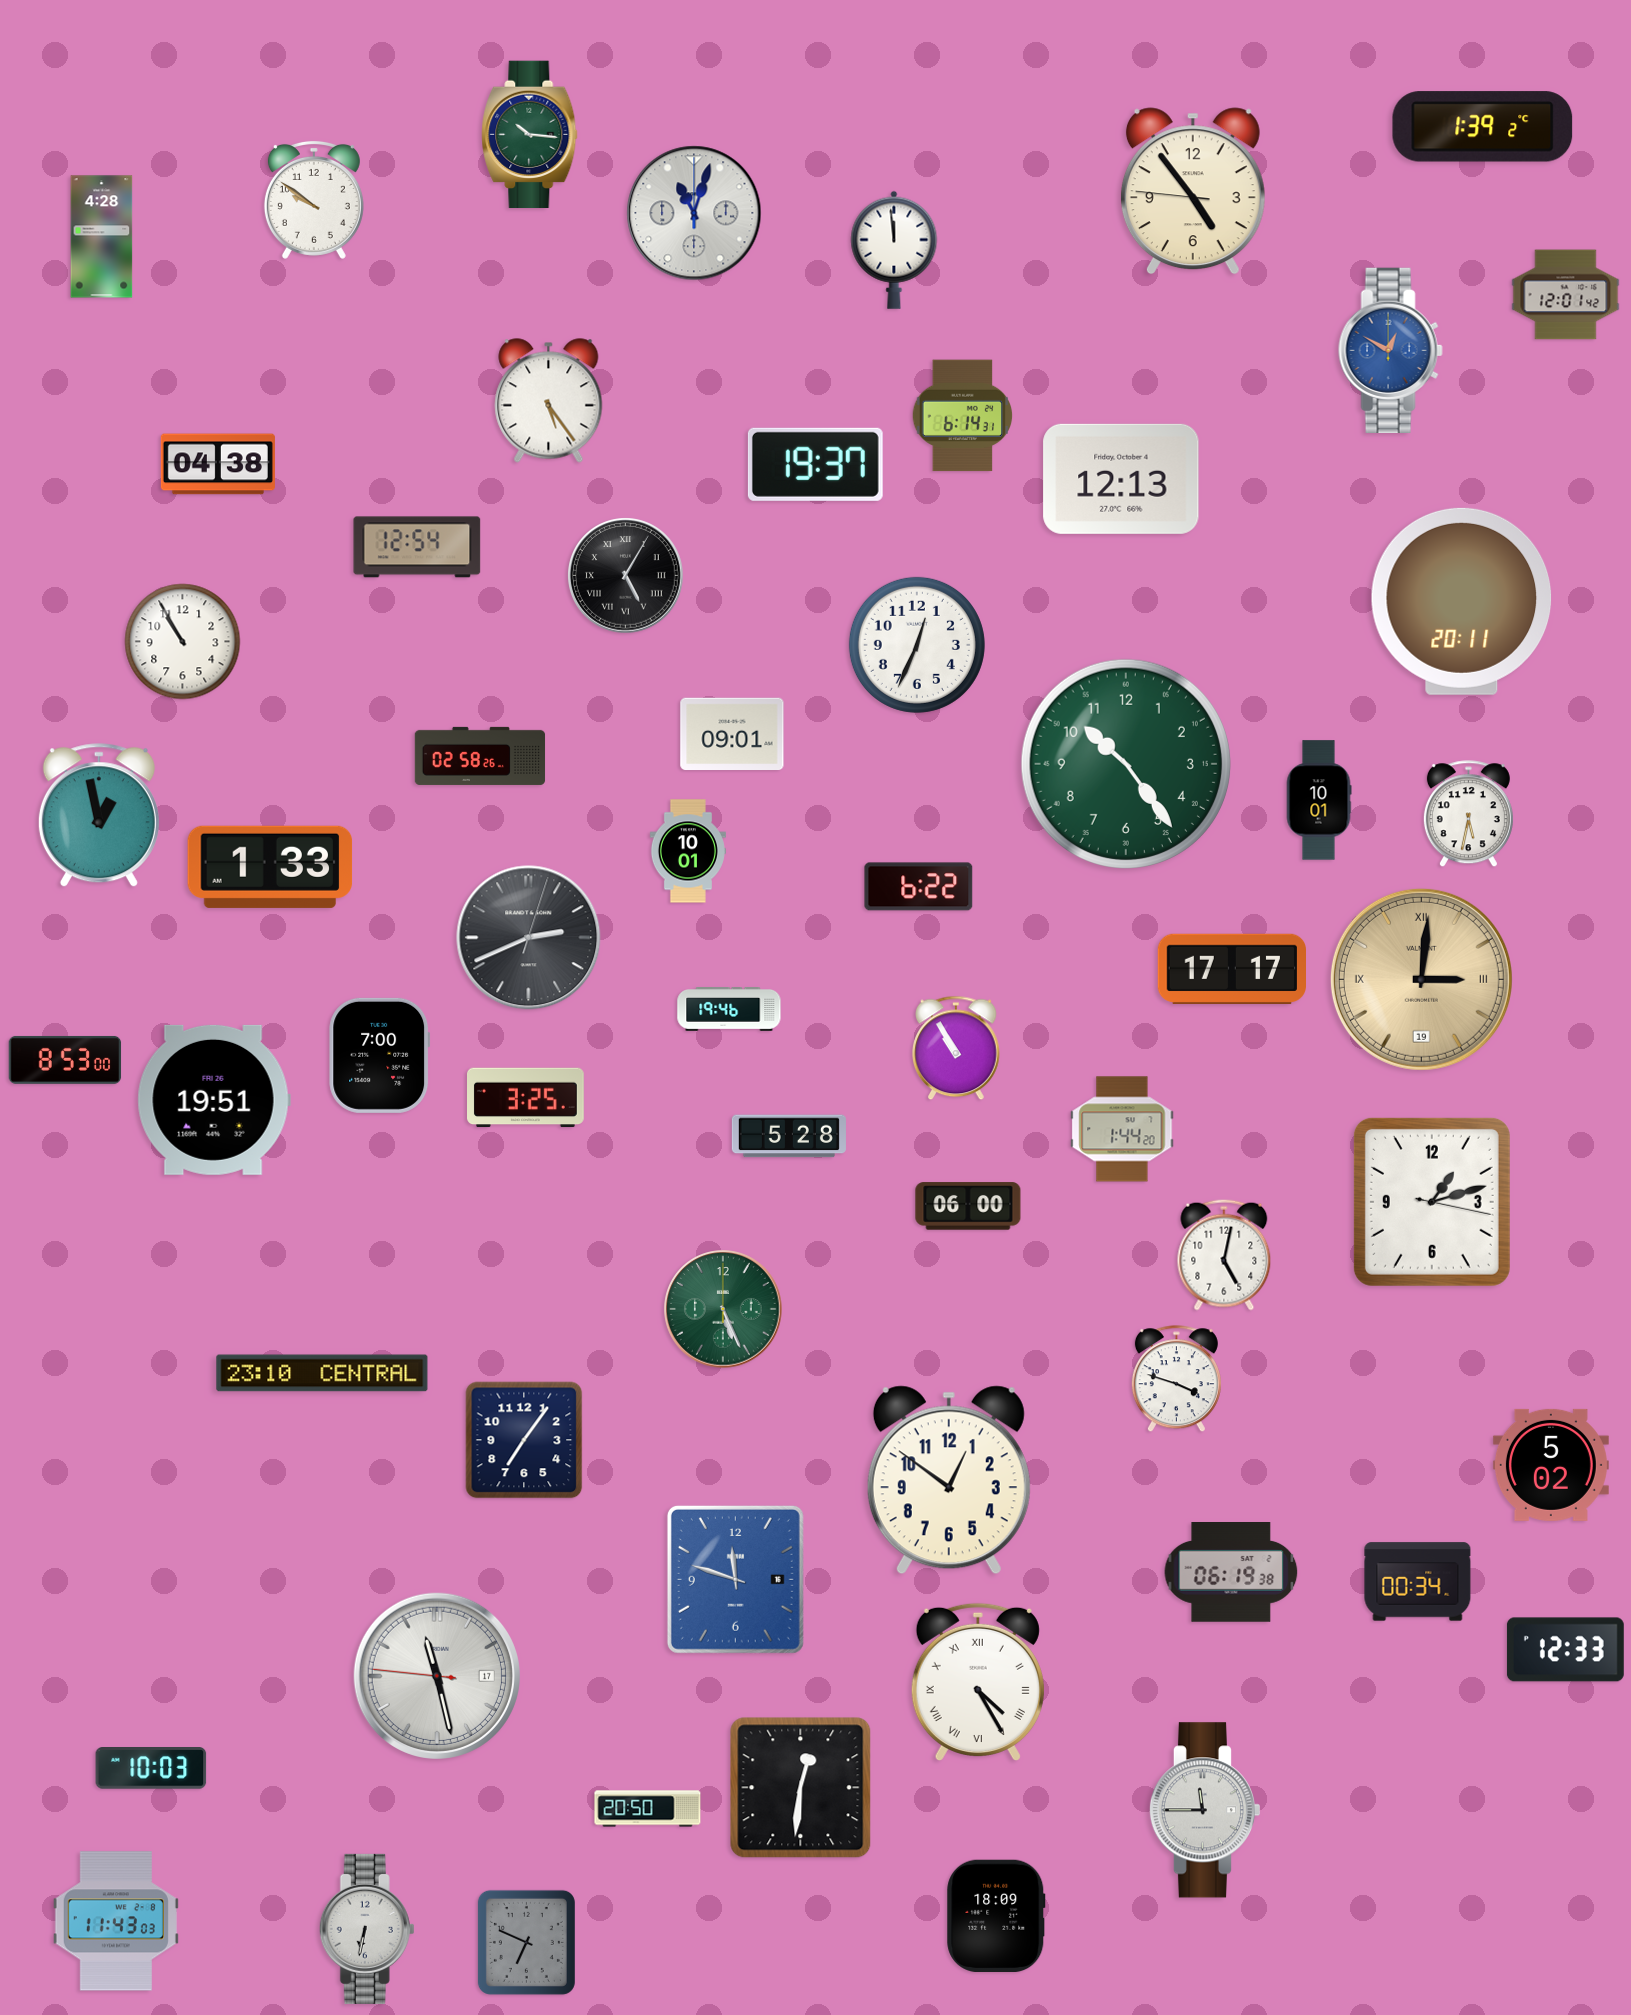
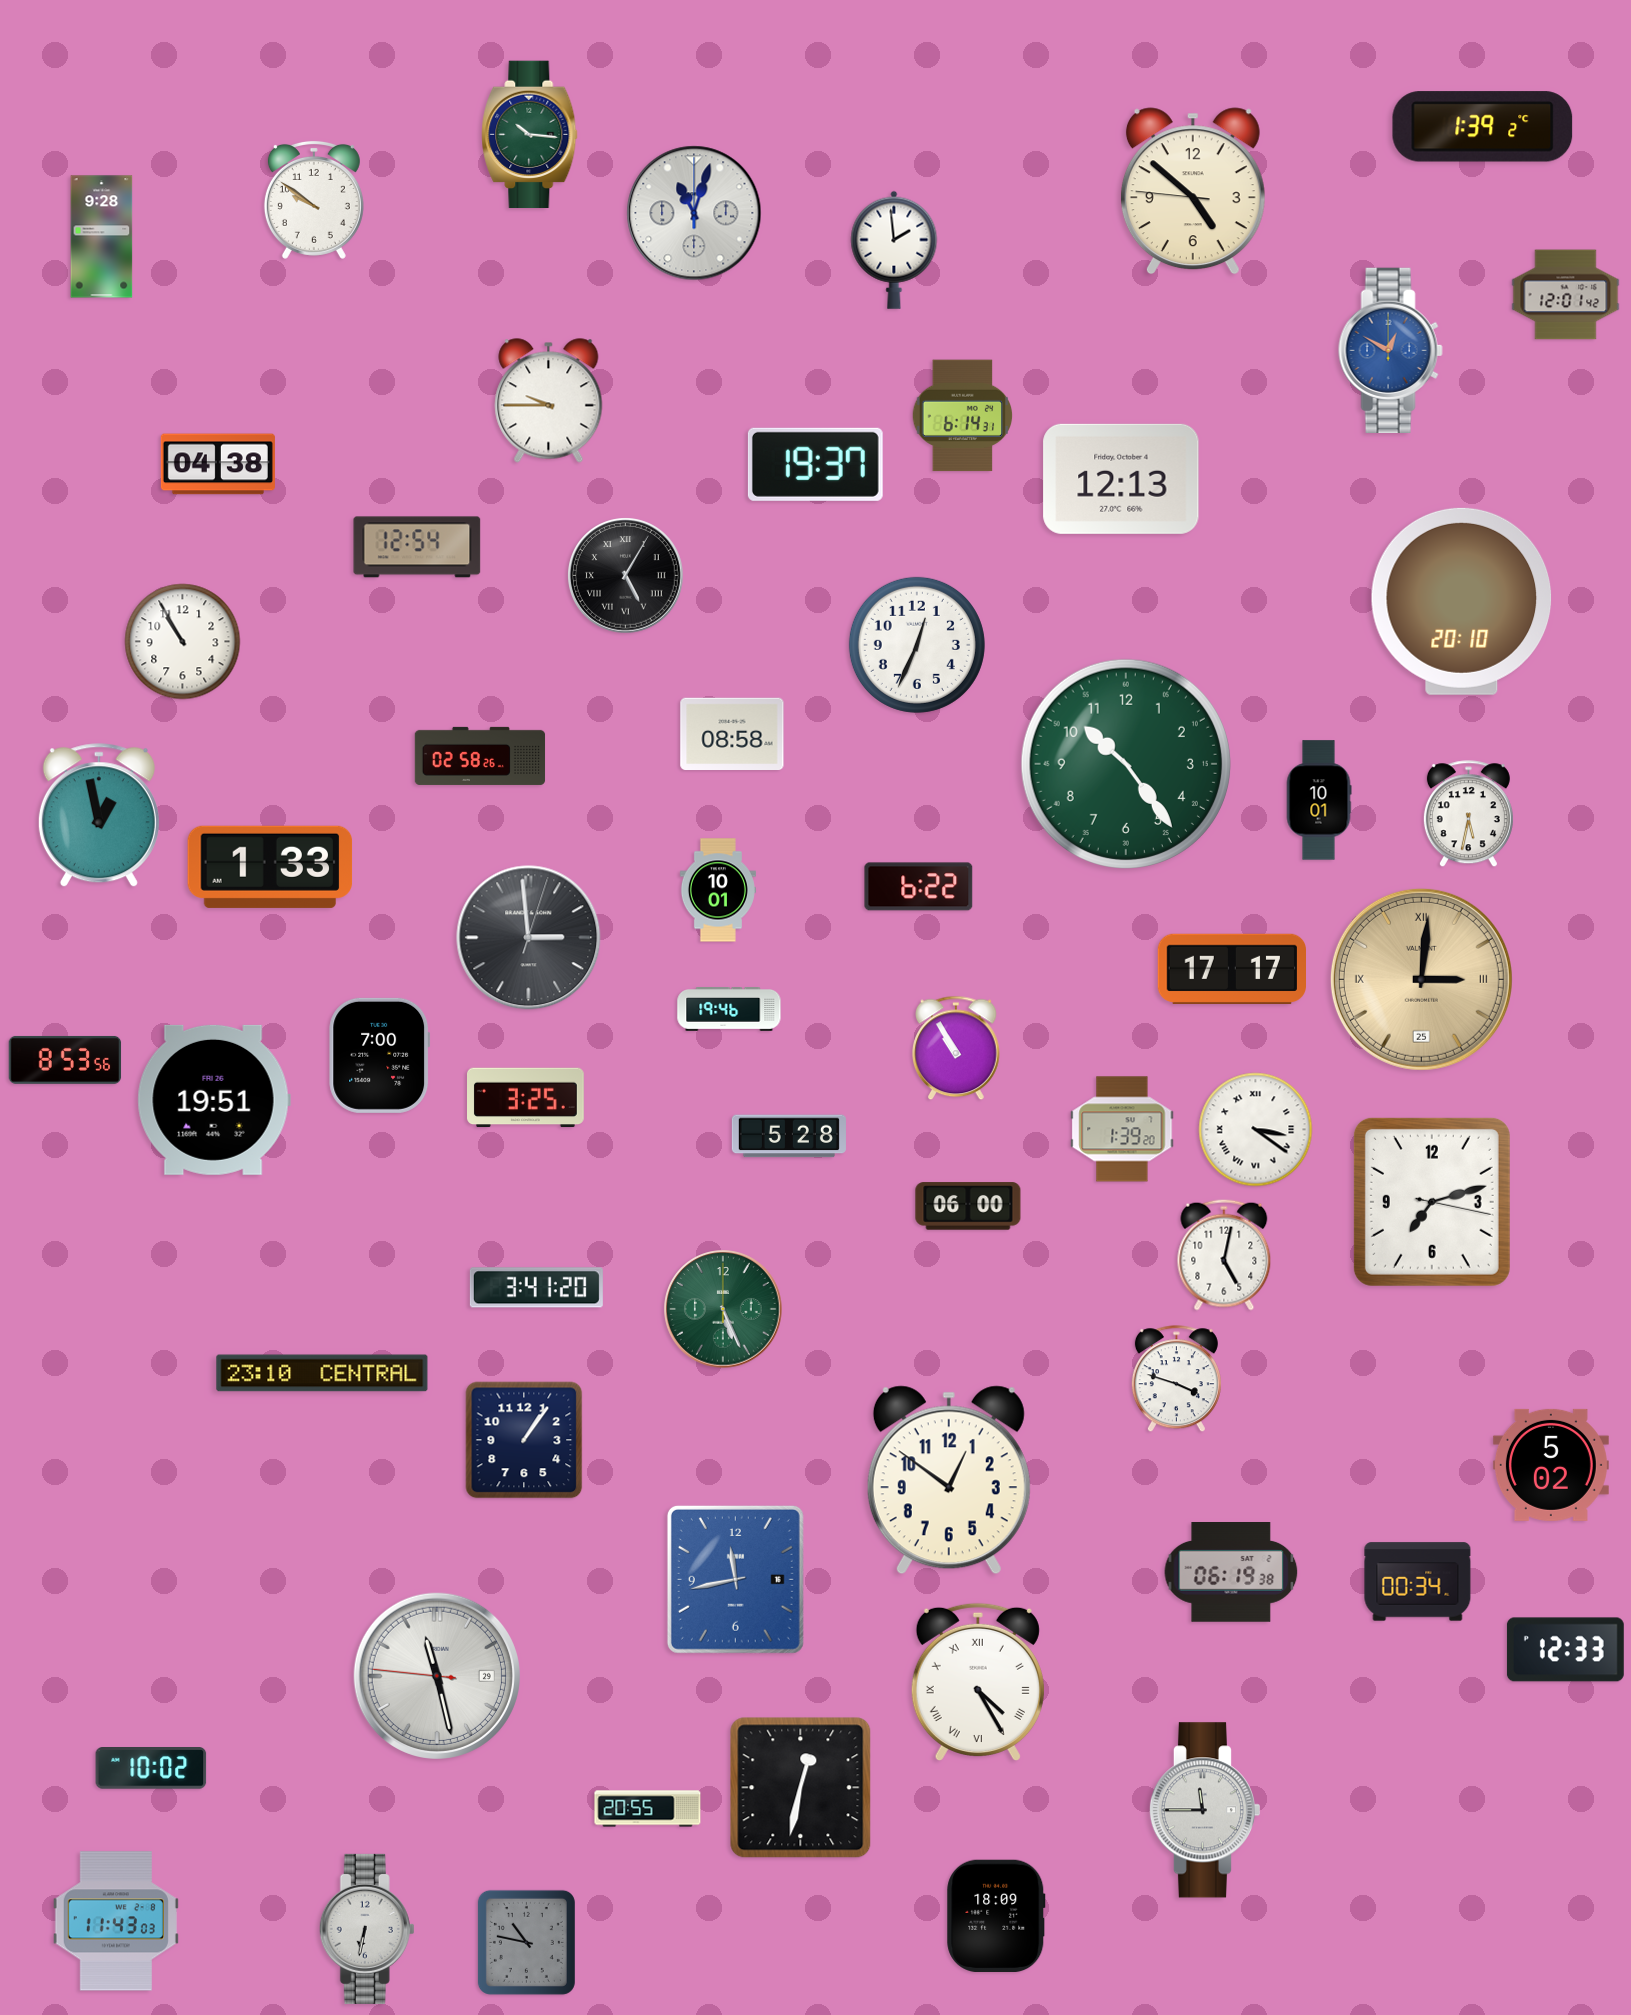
clock at (1193, 191): 4:53 -> 4:51
clock at (102, 237): 4:28 -> 9:28
clock at (894, 250): 11:59 -> 1:59
clock at (549, 401): 5:24 -> 9:45
clock at (1462, 601): 20:11 -> 20:10
clock at (732, 734): 09:01 -> 08:58
clock at (688, 851) position: (688, 851) -> (718, 890)
clock at (529, 938): 2:41 -> 2:59
clock at (1421, 979) date: 19 -> 25
clock at (65, 1060): 8:53:00 -> 8:53:56
clock at (1122, 1129): 1:44 -> 1:39
clock at (1256, 1130): none -> 3:21
clock at (1432, 1202): 1:12 -> 7:12
clock at (536, 1288): none -> 3:41
clock at (524, 1440): 7:06 -> 1:06
clock at (735, 1579): 11:48 -> 11:43
clock at (437, 1676) date: 17 -> 29
clock at (151, 1769): 10:03 -> 10:02
clock at (801, 1788): 12:31 -> 12:32
clock at (648, 1809): 20:50 -> 20:55
clock at (526, 1942): 6:49 -> 10:47
